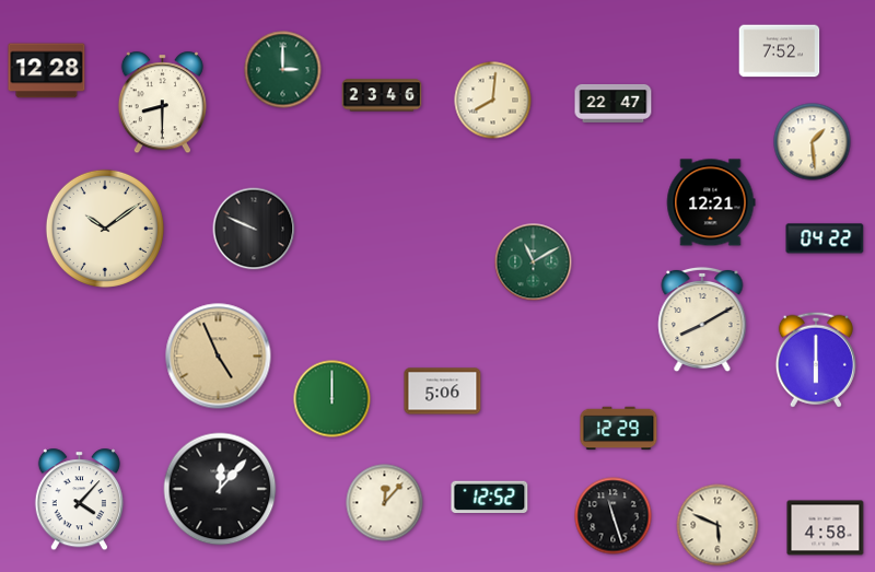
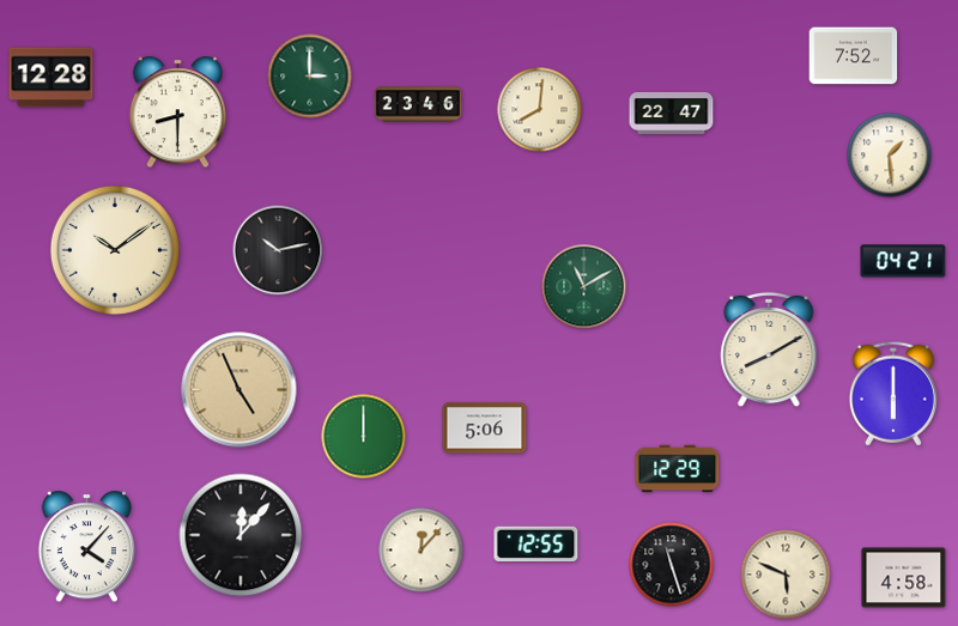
clock at (711, 202): 12:21 -> none
clock at (254, 229): 9:49 -> 10:13
clock at (825, 238): 04:22 -> 04:21
clock at (490, 498): 12:52 -> 12:55
